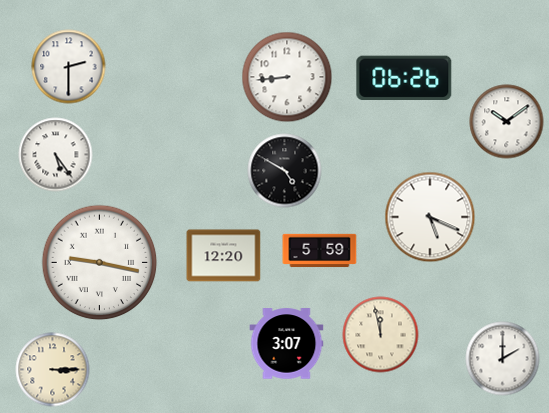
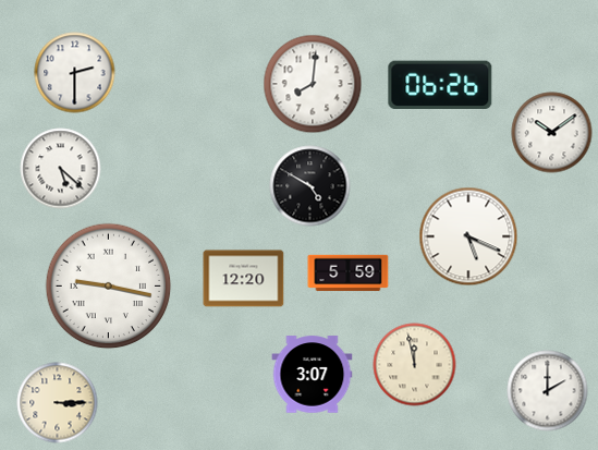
clock at (287, 77): 8:44 -> 8:01
clock at (56, 155): 5:24 -> 5:22
